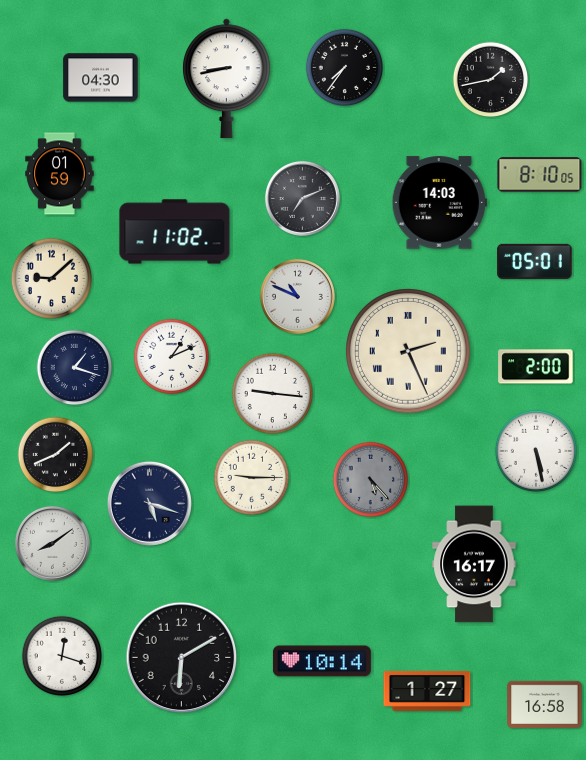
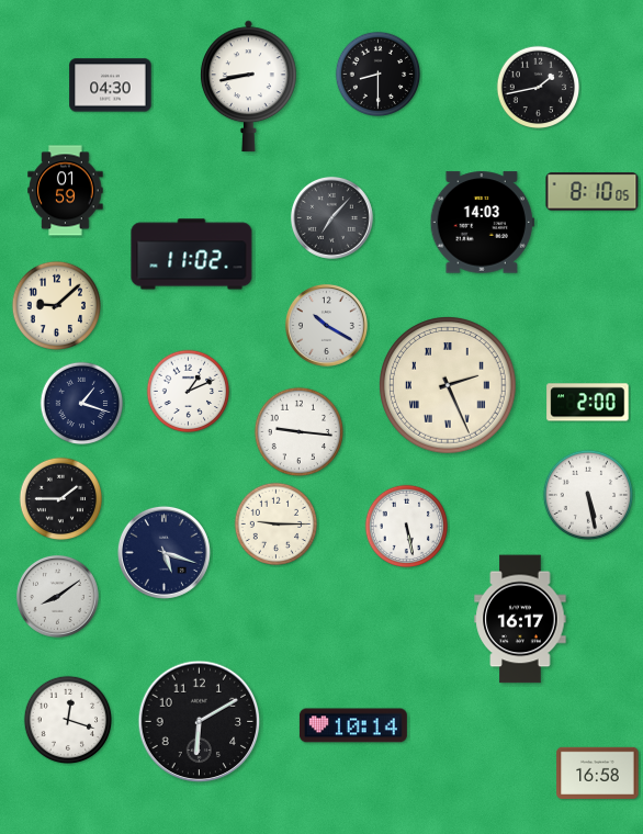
clock at (345, 68): 7:36 -> 8:30
clock at (302, 198): 7:11 -> 7:07
clock at (535, 261): 05:01 -> none
clock at (297, 296): 10:49 -> 10:20
clock at (56, 455): 1:41 -> 1:45
clock at (371, 480): 5:23 -> 5:28
clock at (371, 480) dial: grey -> white
clock at (427, 691): 1:27 -> none
